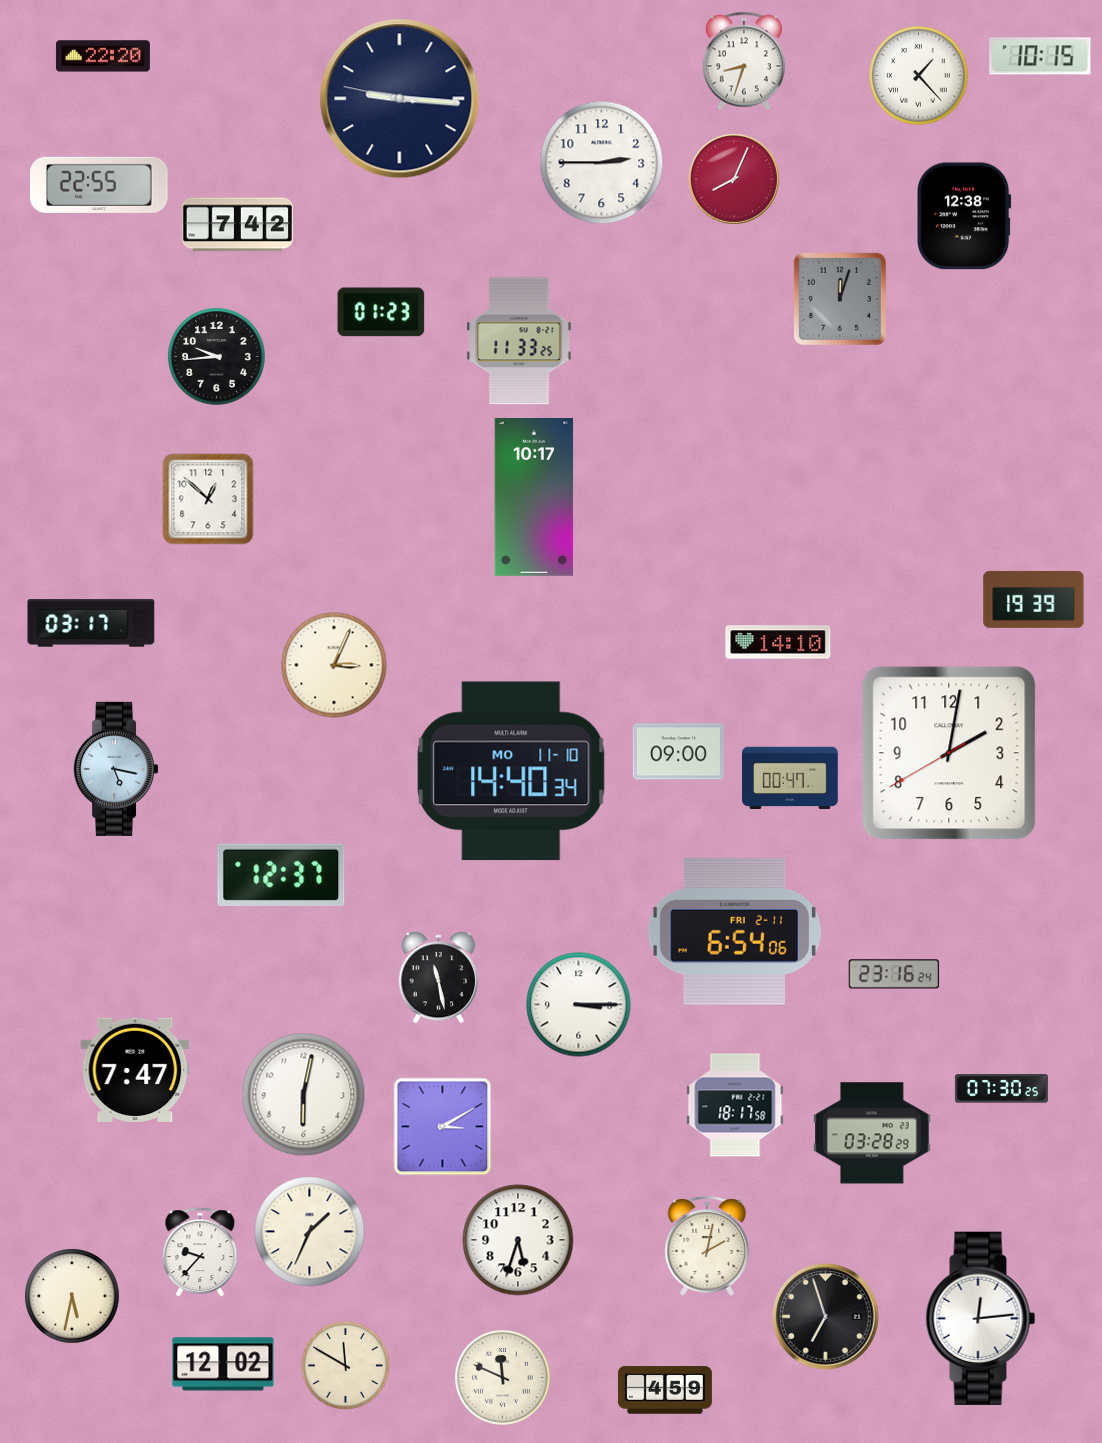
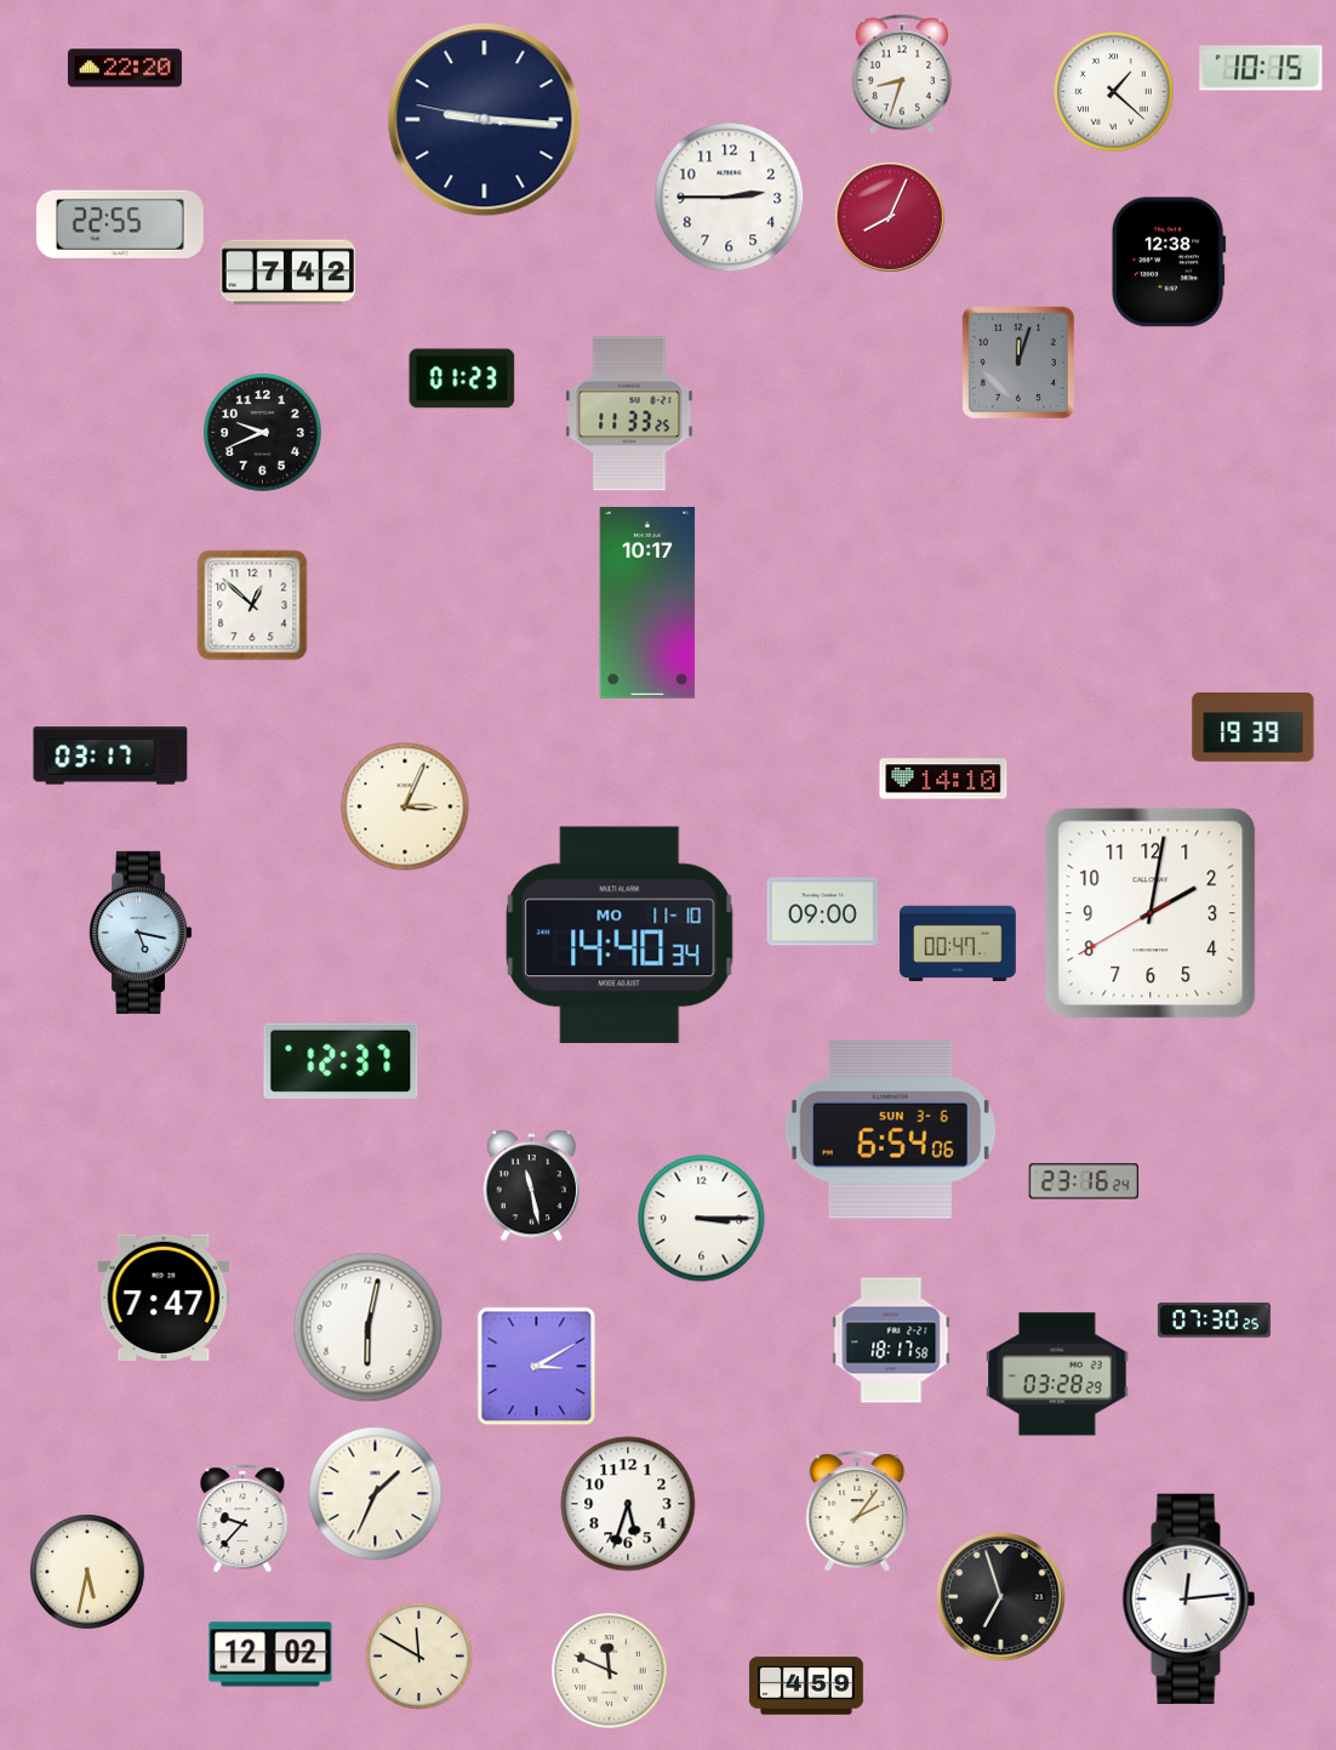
clock at (919, 76): 1:23 -> 1:22
clock at (217, 357): 9:44 -> 9:41
clock at (734, 932) date: FRI 2-11 -> SUN 3-6
clock at (707, 1246): 2:02 -> 2:06
